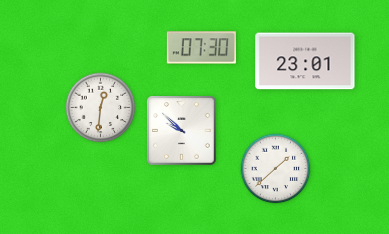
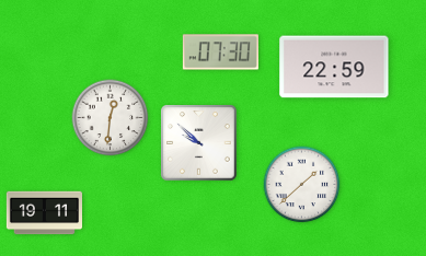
clock at (305, 61): 23:01 -> 22:59
clock at (44, 213): none -> 19:11
